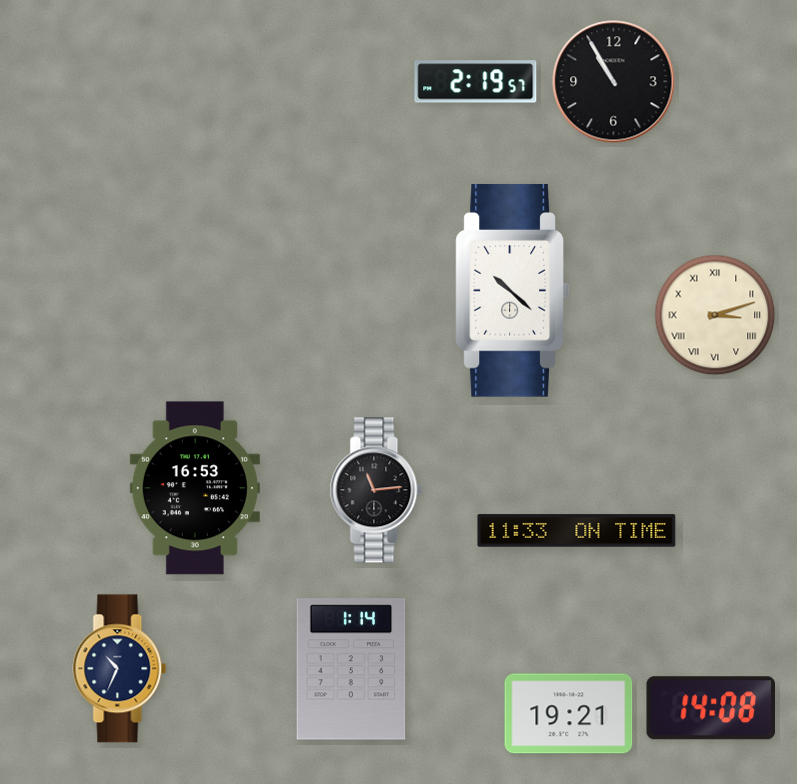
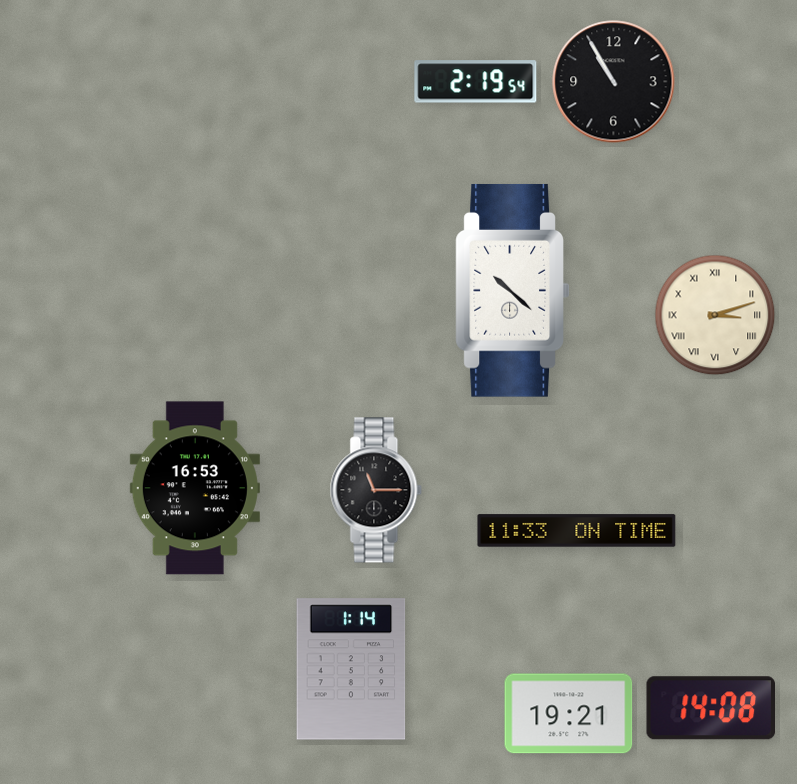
clock at (476, 82): 2:19:57 -> 2:19:54
clock at (376, 490): 11:14 -> 11:15
clock at (120, 669): 10:34 -> none
